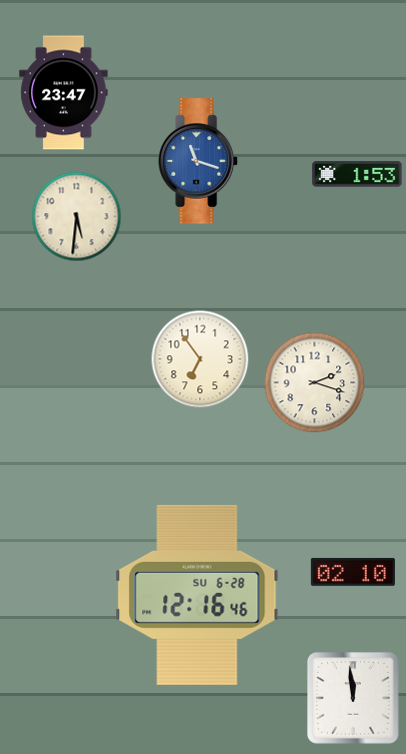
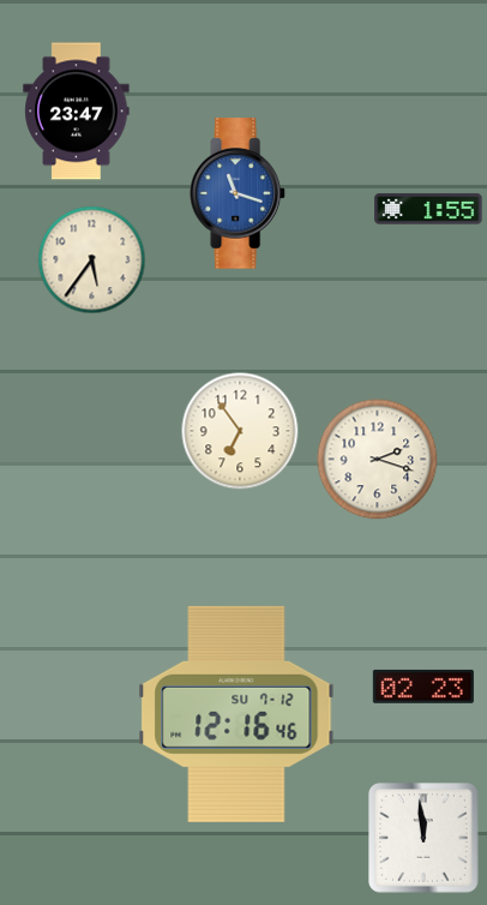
clock at (357, 174): 1:53 -> 1:55
clock at (77, 217): 5:31 -> 5:36
clock at (353, 572): 02:10 -> 02:23
clock at (197, 595) date: SU 6-28 -> SU 7-12
